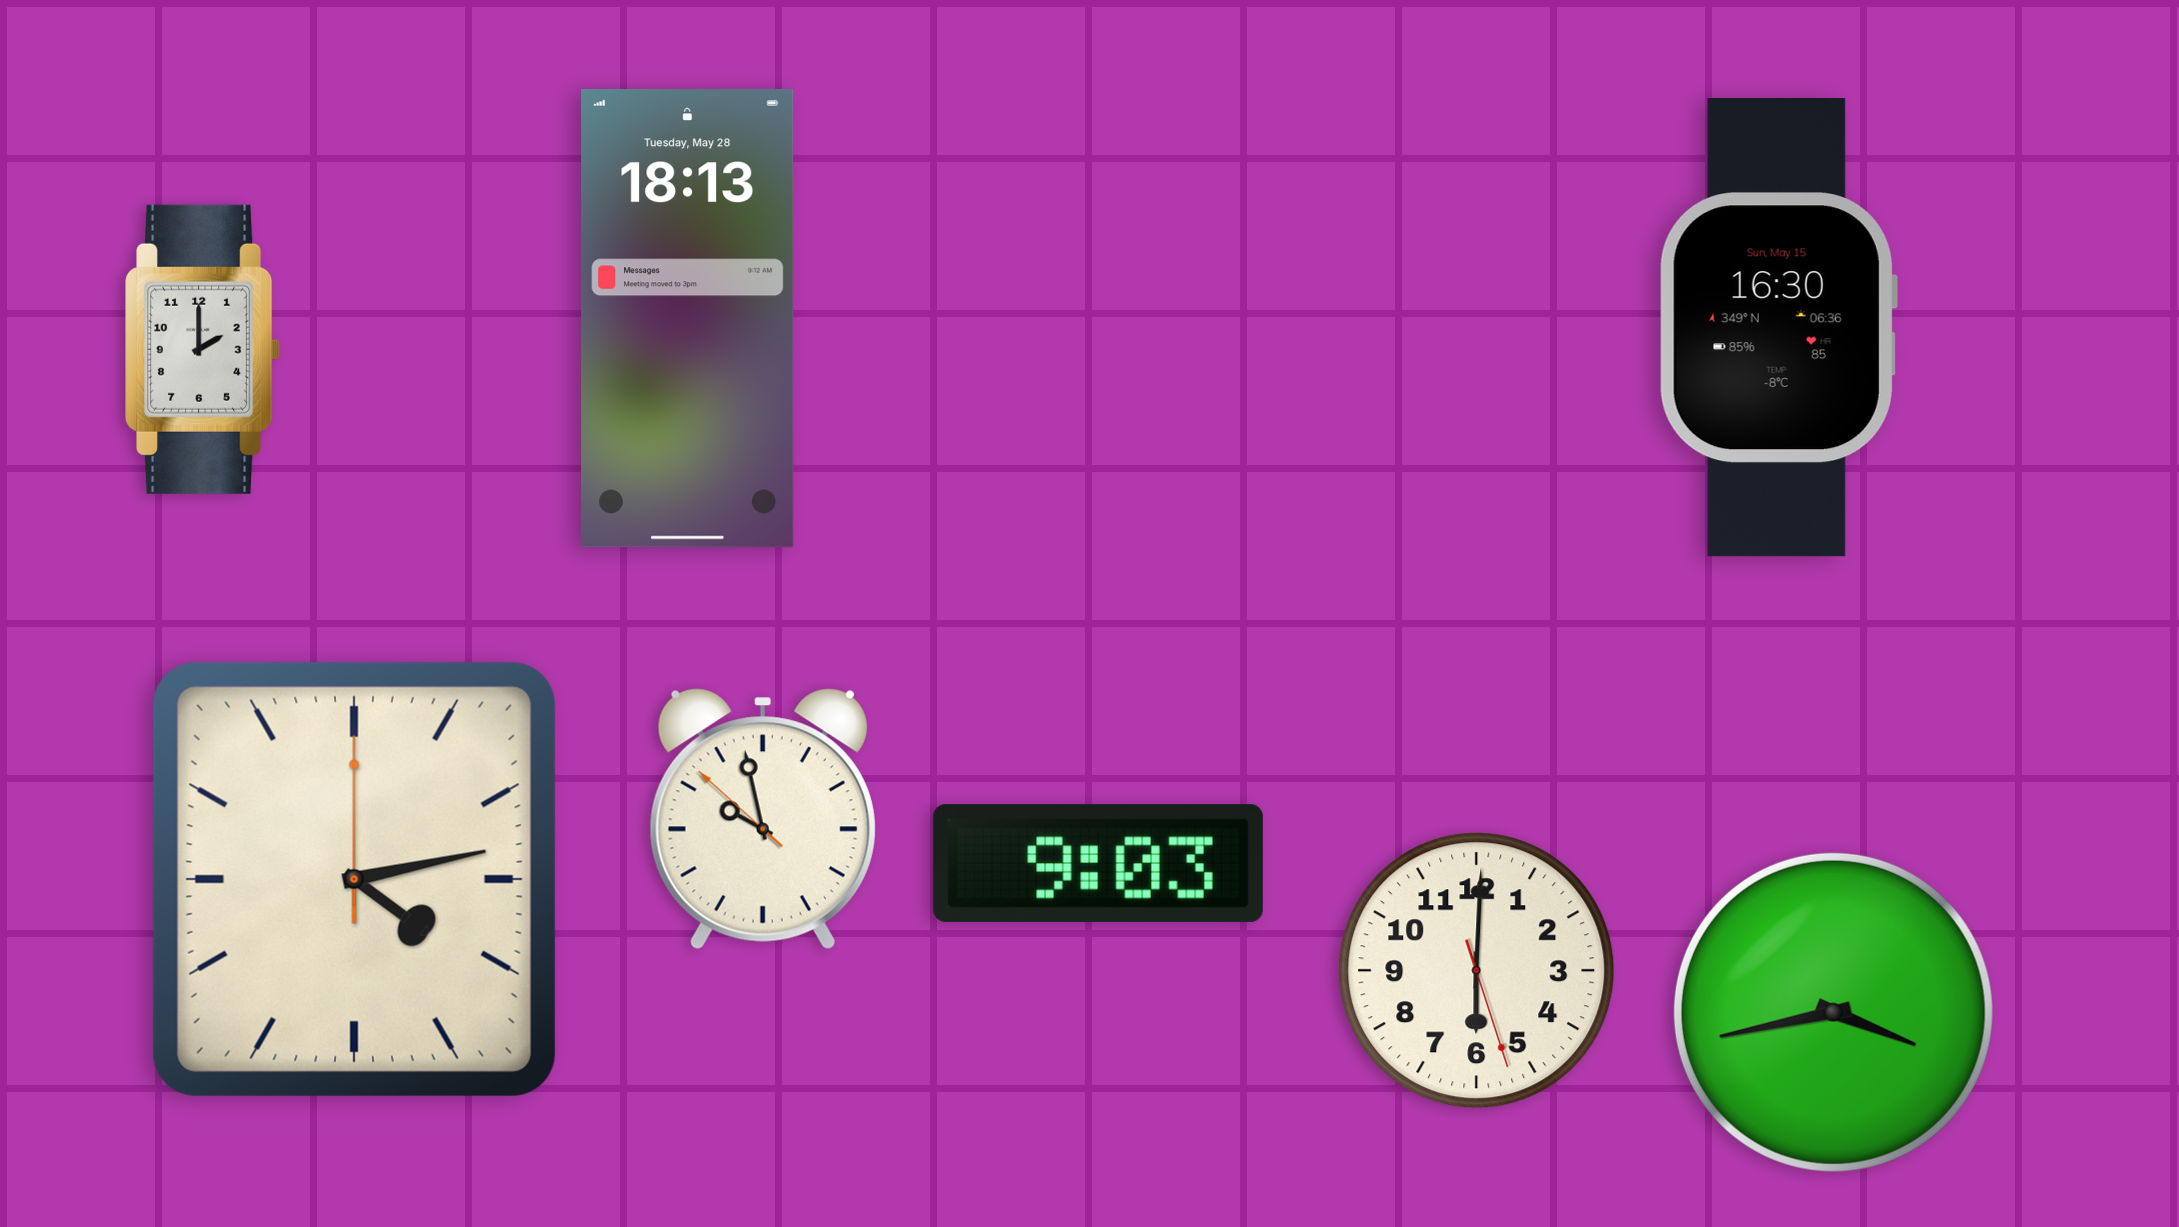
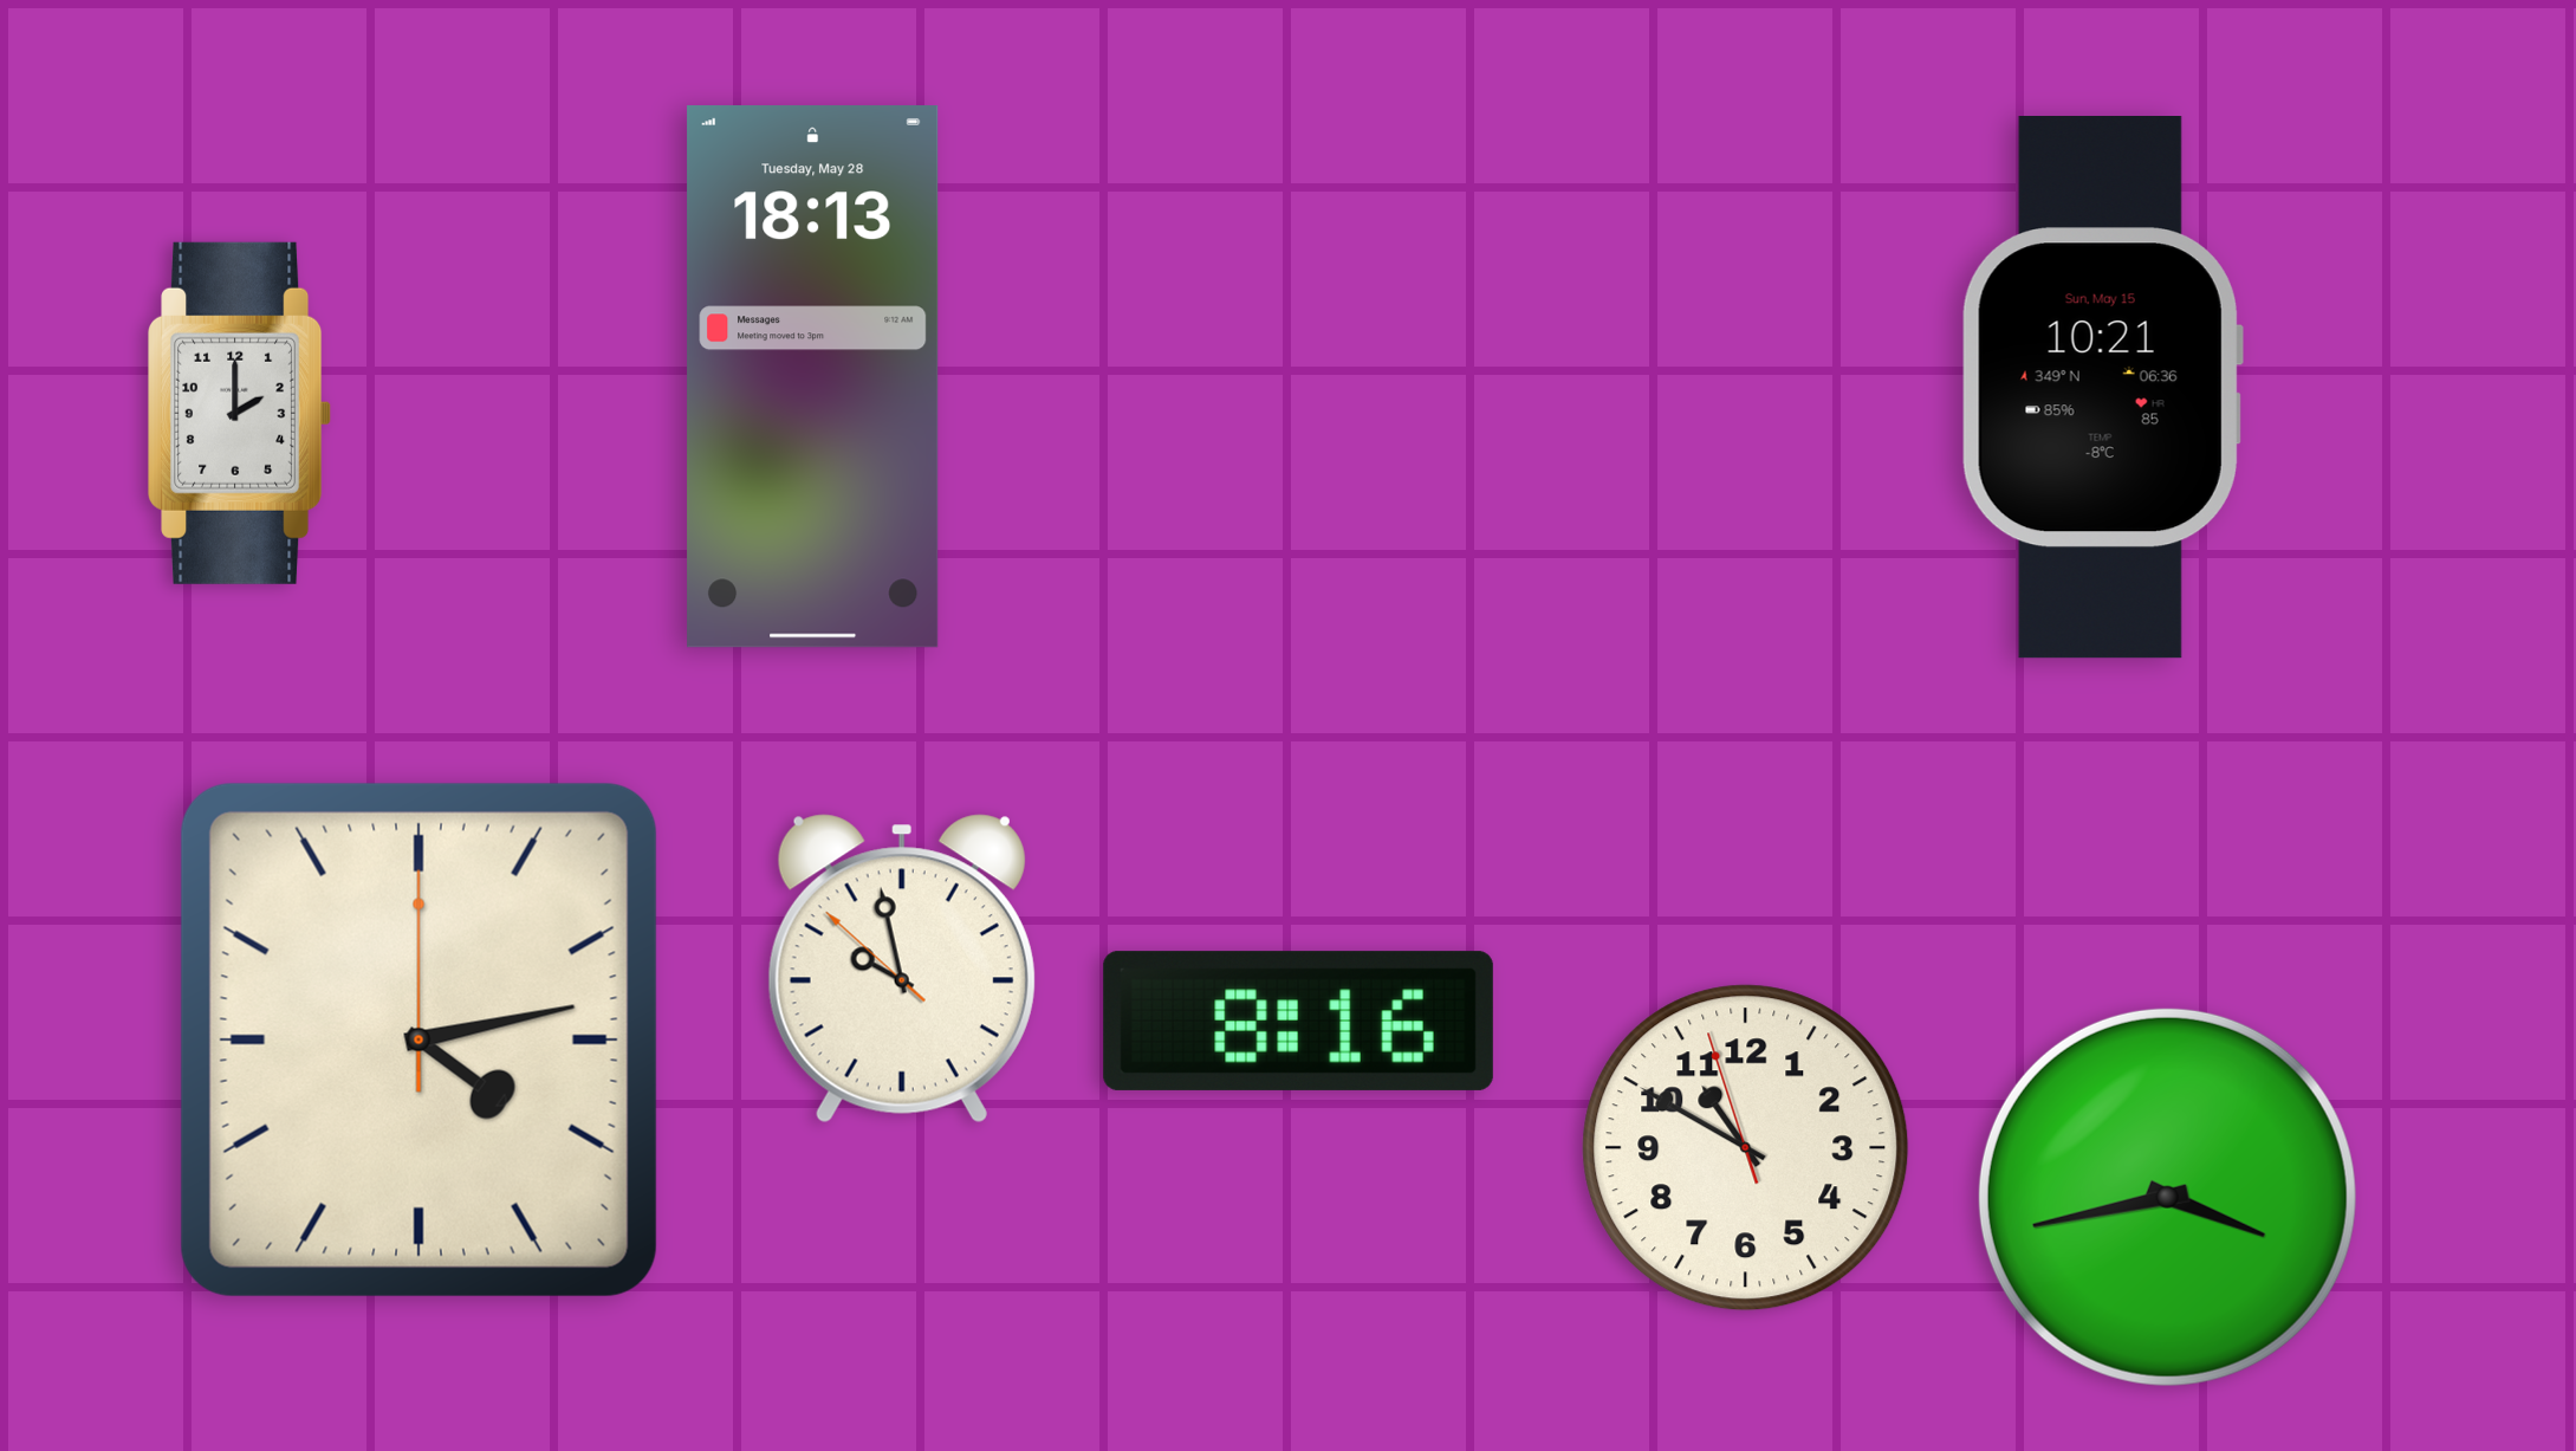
clock at (1778, 328): 16:30 -> 10:21
clock at (1098, 863): 9:03 -> 8:16
clock at (1477, 971): 6:00 -> 10:49
